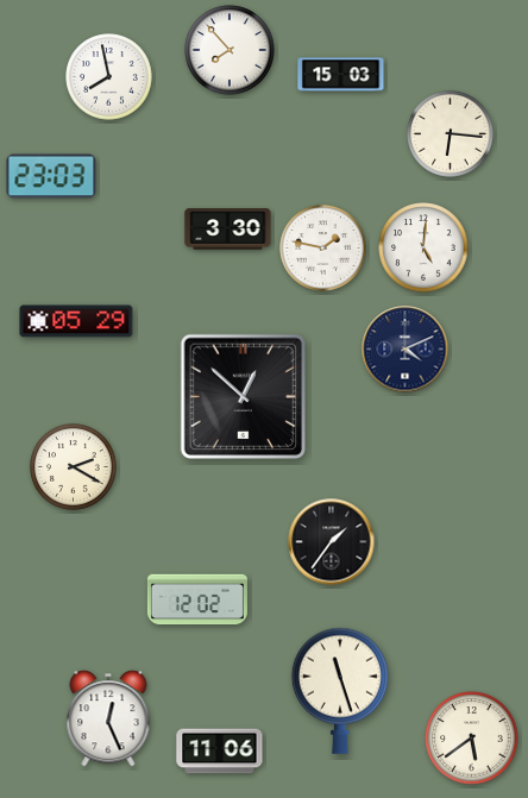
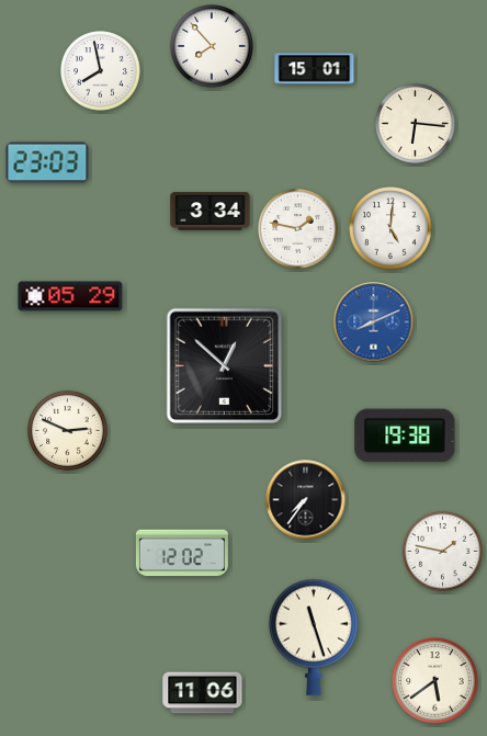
clock at (341, 75): 15:03 -> 15:01
clock at (228, 230): 3:30 -> 3:34
clock at (406, 350): 4:11 -> 8:11
clock at (406, 350) dial: navy -> blue
clock at (74, 467): 2:20 -> 2:49
clock at (405, 435): none -> 19:38
clock at (332, 542): 1:36 -> 7:36
clock at (443, 552): none -> 1:47
clock at (108, 718): 12:26 -> none
